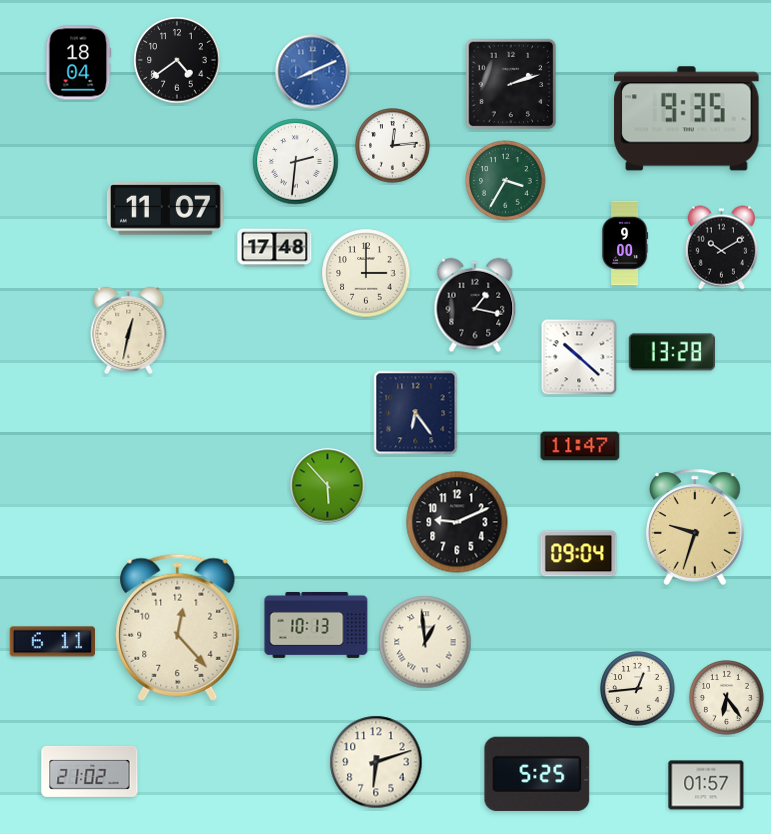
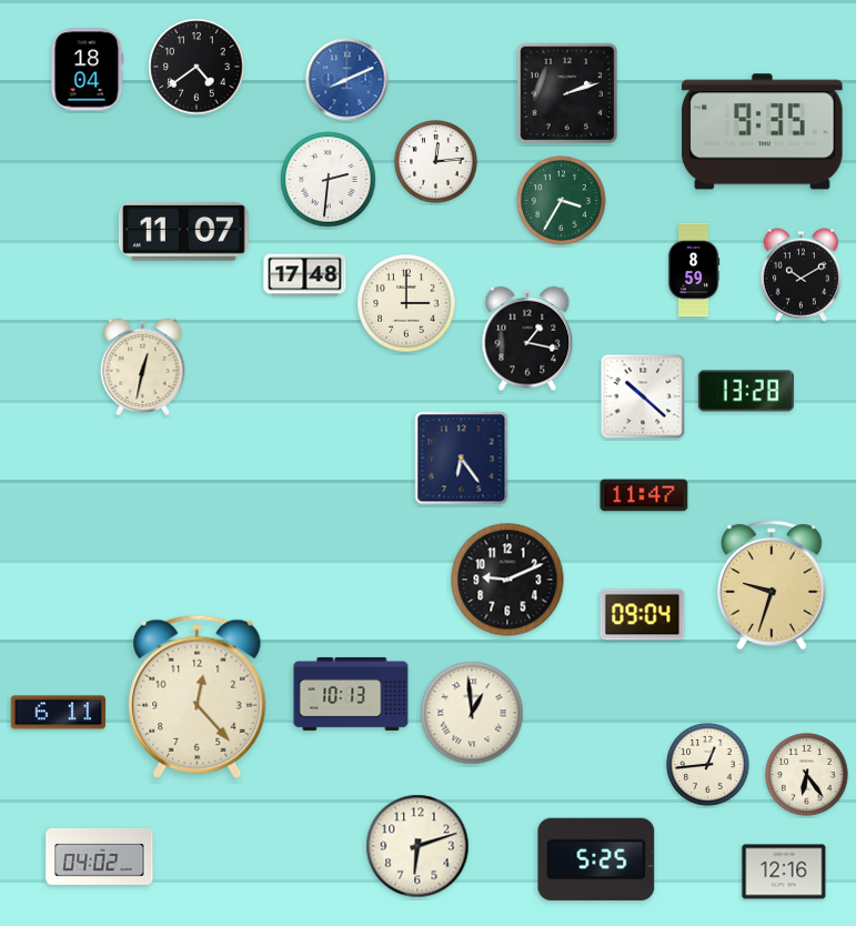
clock at (625, 243): 9:00 -> 8:59
clock at (328, 486): 5:53 -> none
clock at (90, 771): 21:02 -> 04:02
clock at (706, 785): 01:57 -> 12:16
